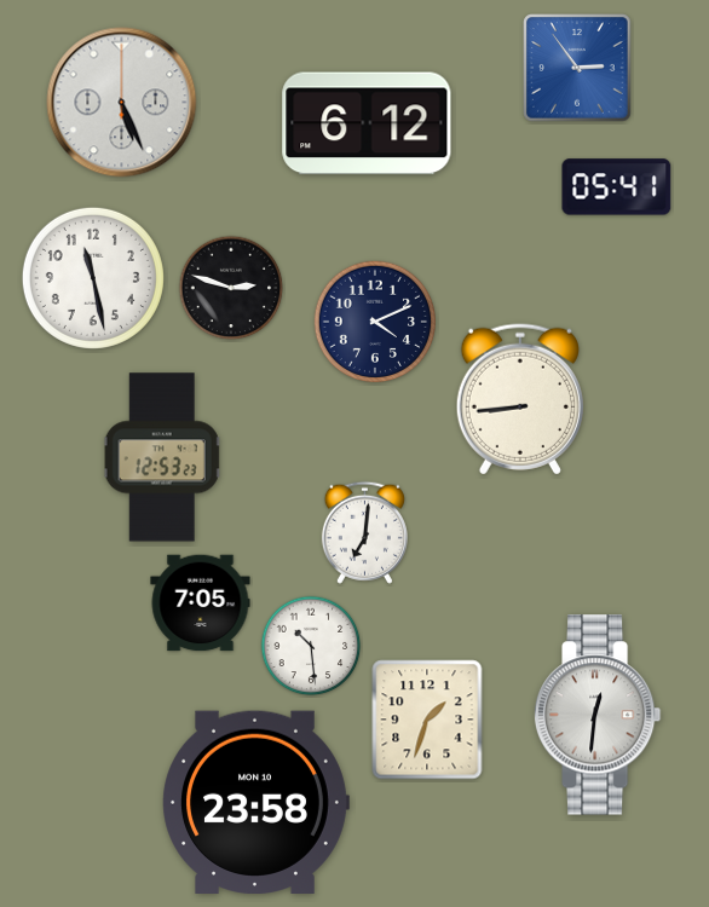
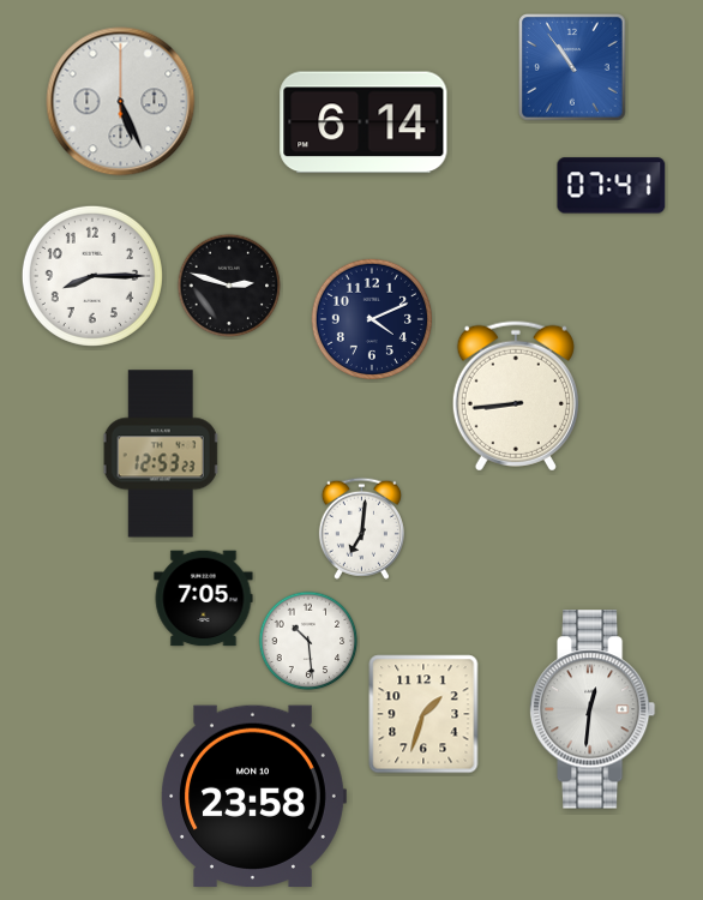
clock at (577, 68): 2:54 -> 10:54
clock at (367, 123): 6:12 -> 6:14
clock at (617, 187): 05:41 -> 07:41
clock at (93, 278): 11:28 -> 8:15
clock at (201, 603) position: (201, 603) -> (204, 599)
